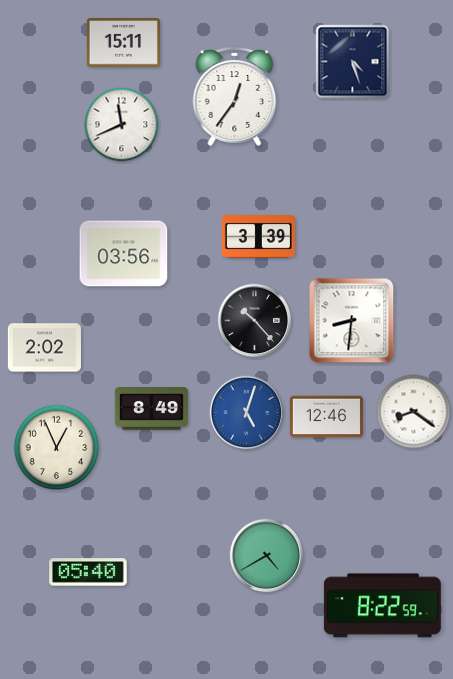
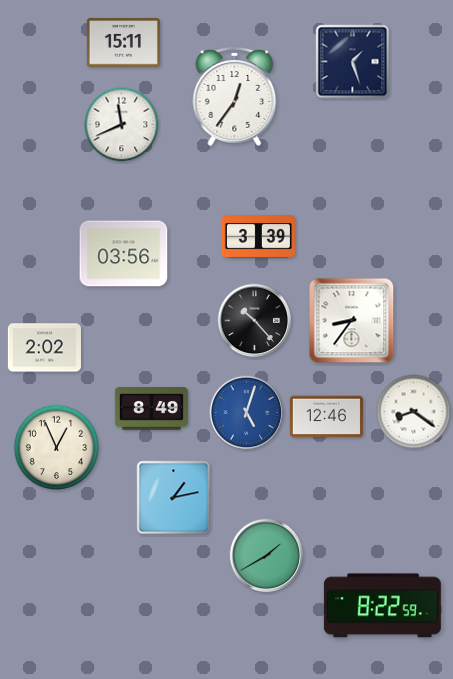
clock at (353, 62): 4:27 -> 1:27
clock at (352, 321): 8:31 -> 8:36
clock at (174, 498): none -> 1:13
clock at (267, 556): 4:40 -> 1:40
clock at (88, 572): 05:40 -> none
